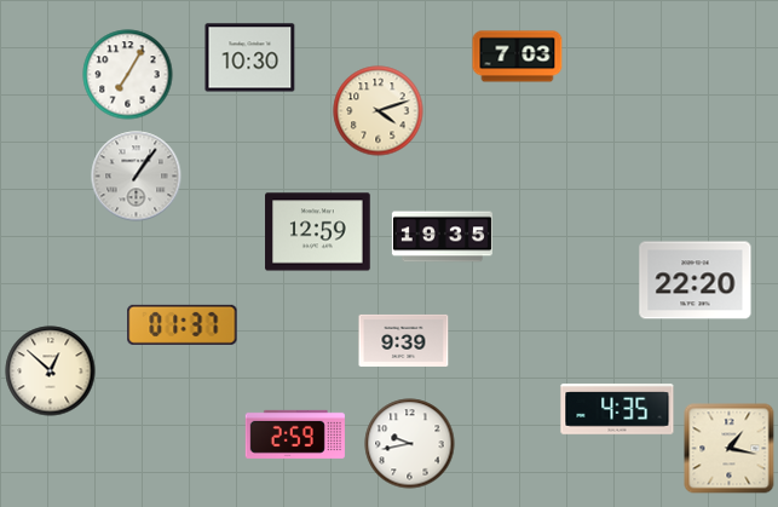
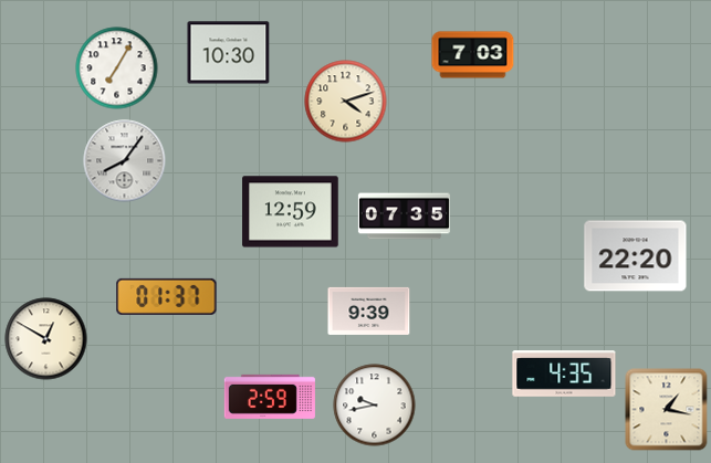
clock at (518, 57) position: (518, 57) -> (473, 55)
clock at (137, 177): 1:06 -> 8:06
clock at (442, 237): 19:35 -> 07:35
clock at (51, 371): 12:52 -> 12:50
